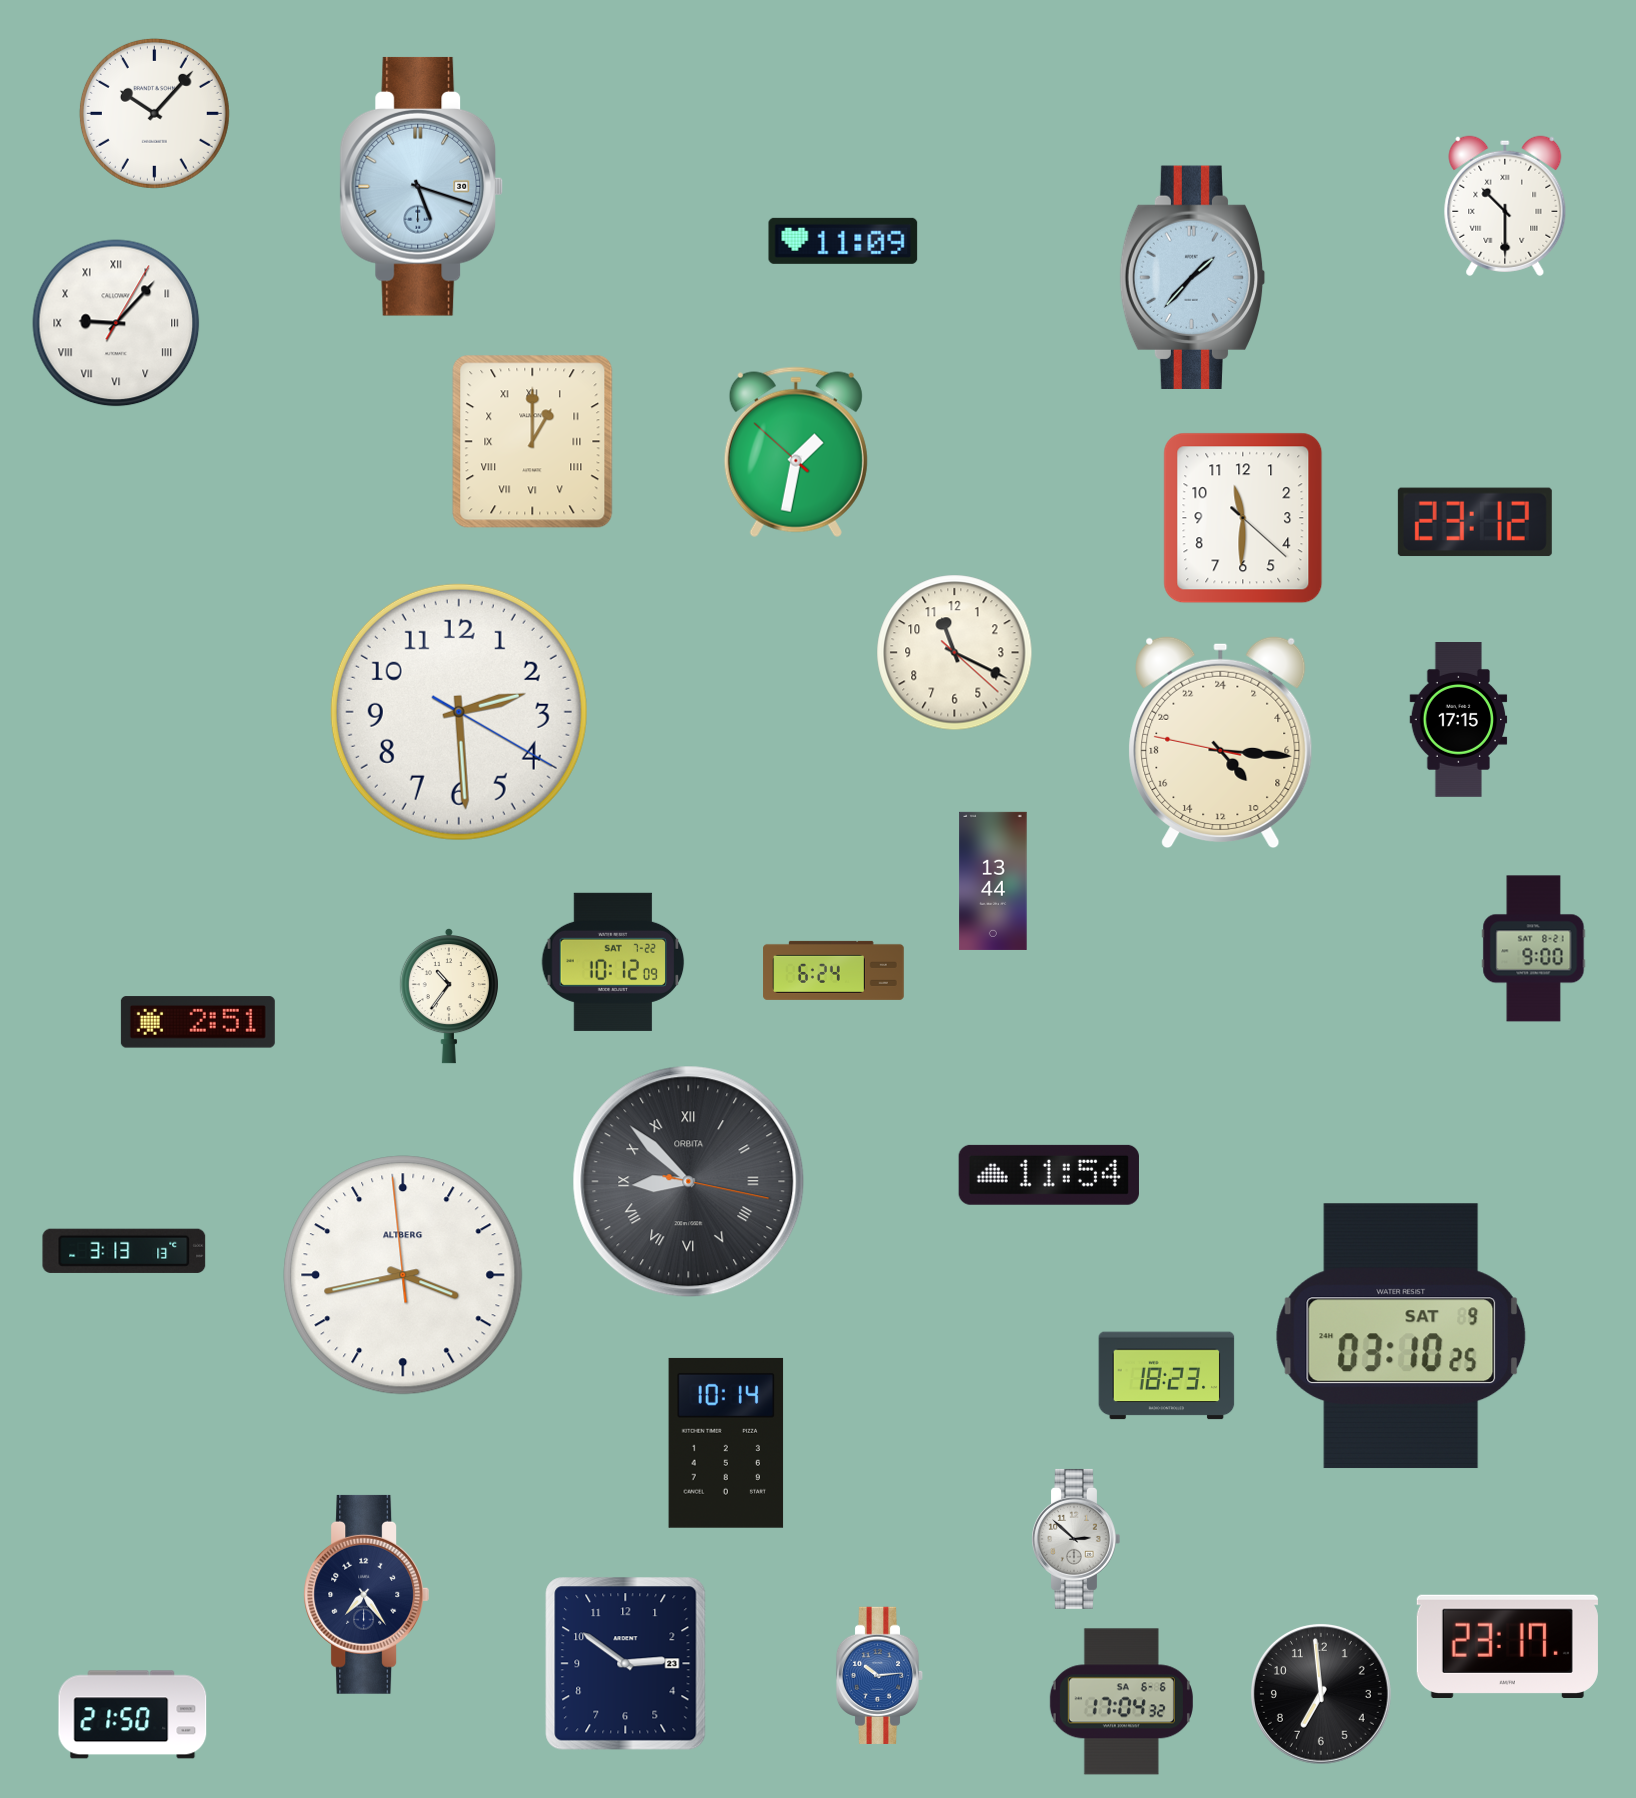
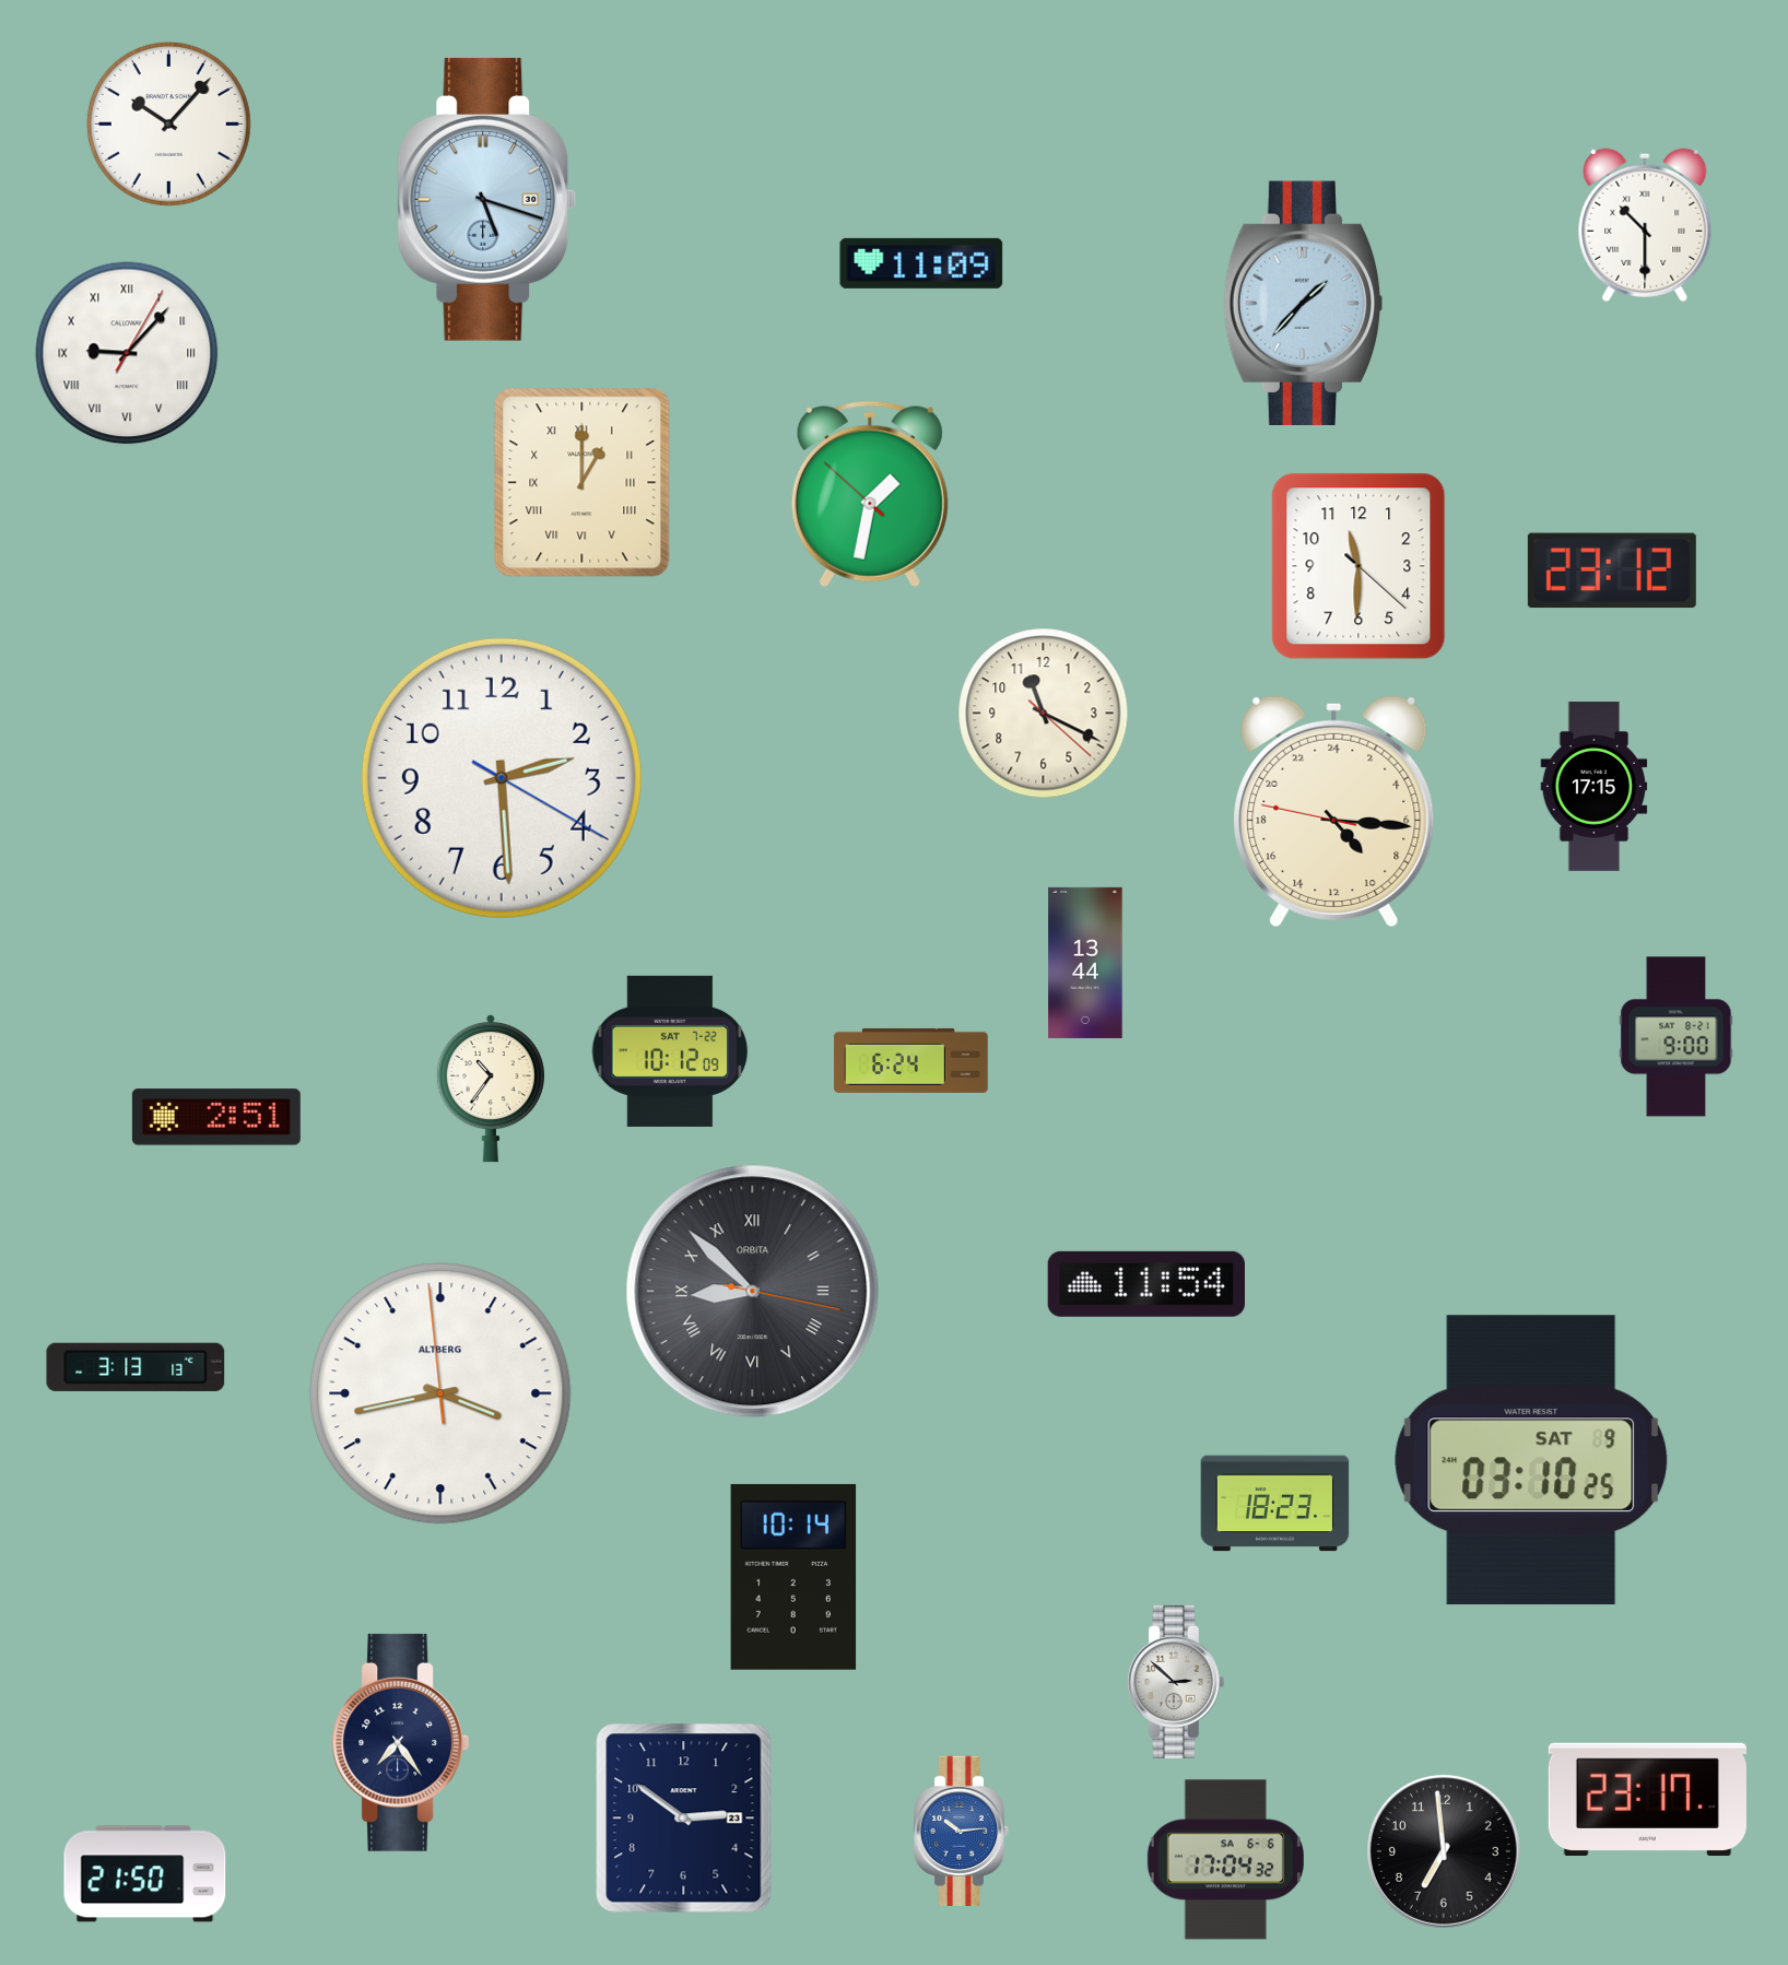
clock at (422, 186) position: (422, 186) -> (487, 199)
